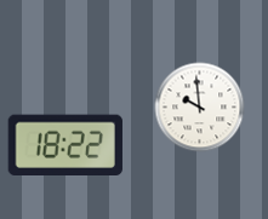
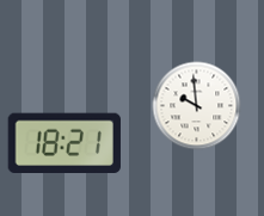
clock at (65, 145): 18:22 -> 18:21
